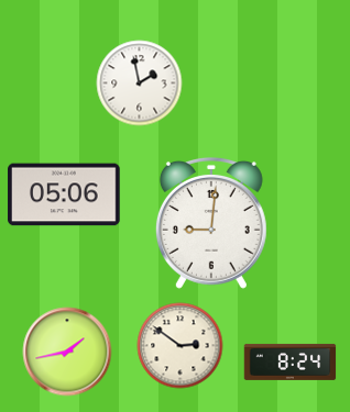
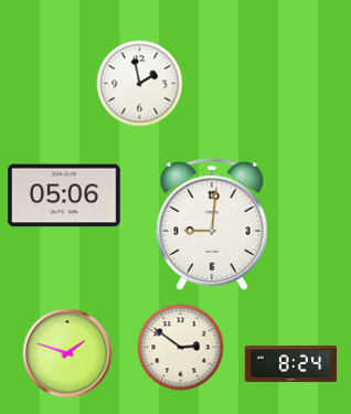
clock at (67, 352): 1:43 -> 1:48
